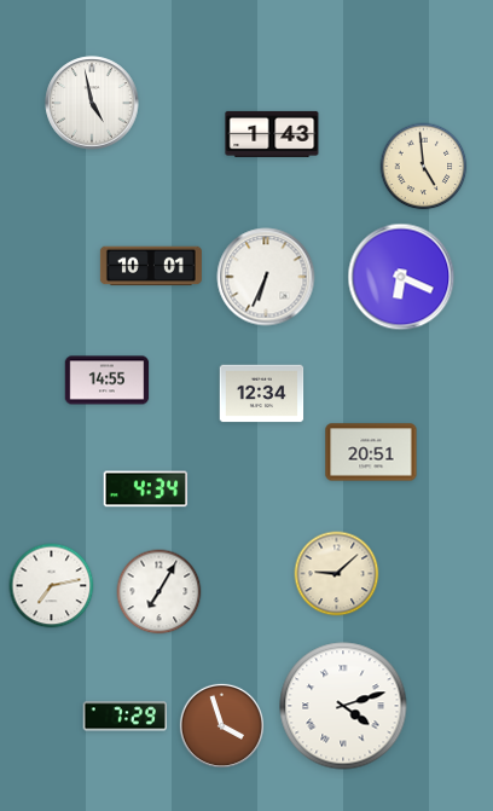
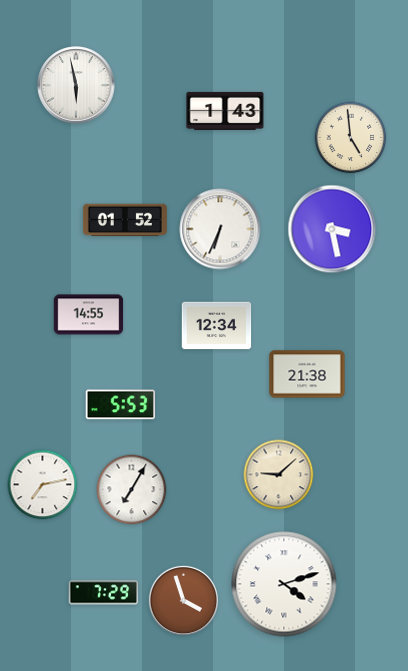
clock at (92, 103): 4:58 -> 5:58
clock at (151, 266): 10:01 -> 01:52
clock at (401, 277): 6:19 -> 3:28
clock at (371, 452): 20:51 -> 21:38
clock at (146, 490): 4:34 -> 5:53
